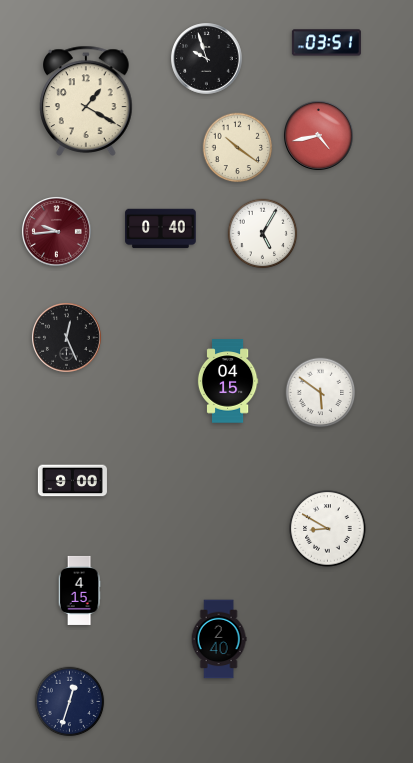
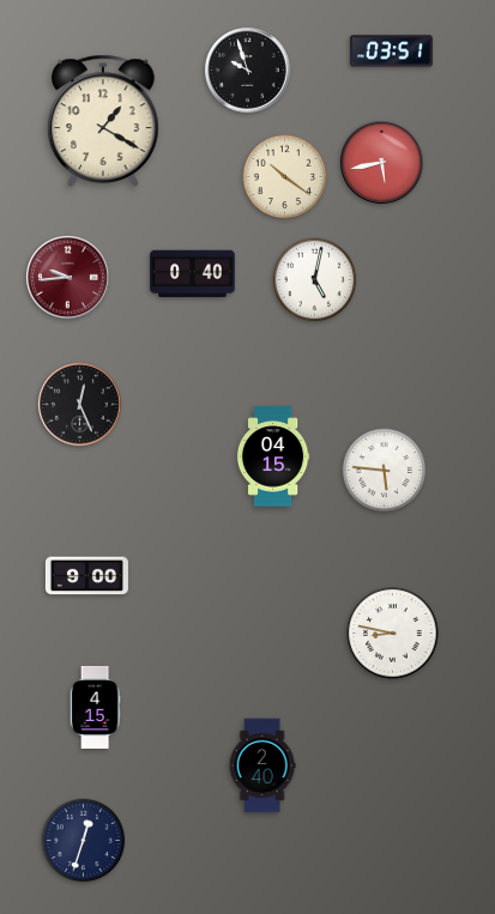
clock at (319, 136): 4:43 -> 5:43
clock at (263, 234): 5:05 -> 5:02
clock at (321, 393): 5:51 -> 5:46
clock at (328, 529): 8:50 -> 8:47
